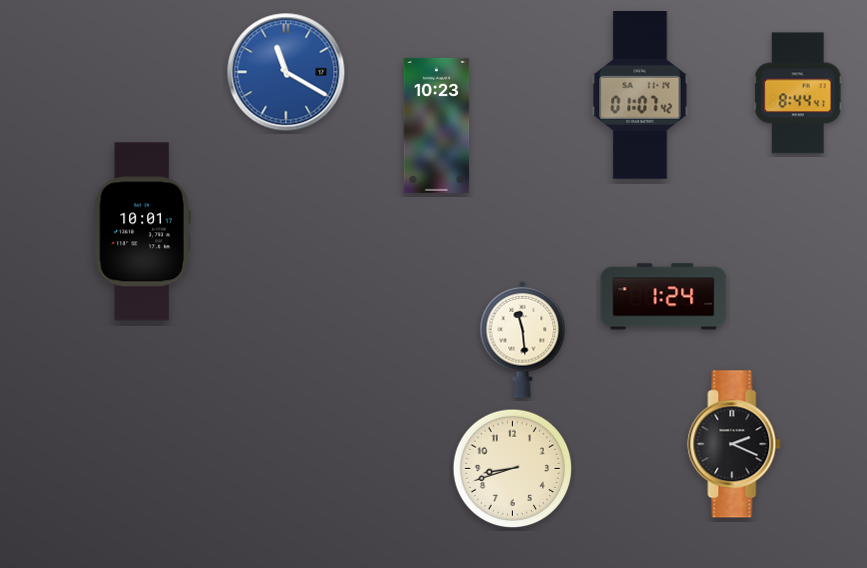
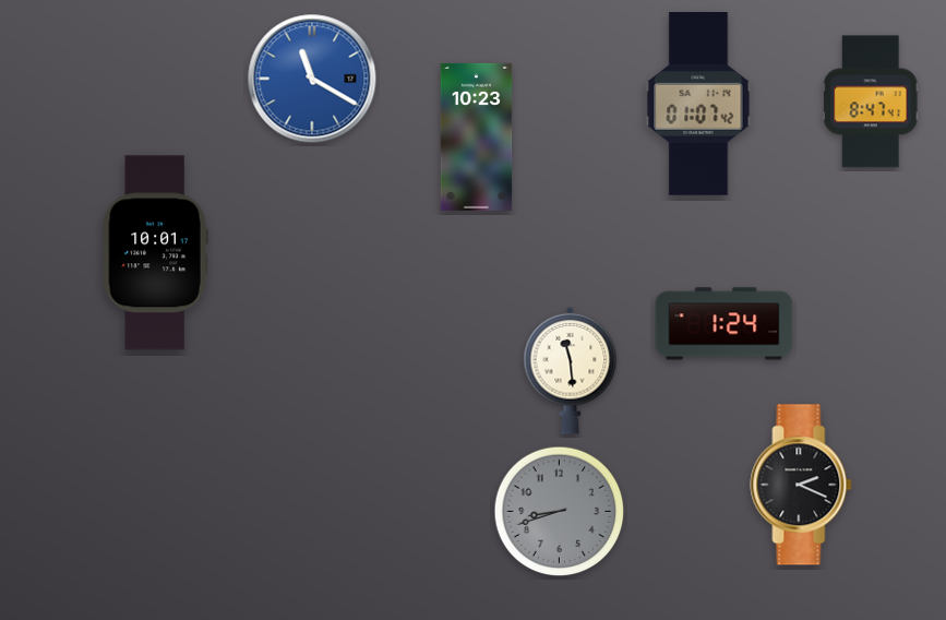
clock at (798, 93): 8:44 -> 8:47
clock at (513, 469) dial: cream -> grey
